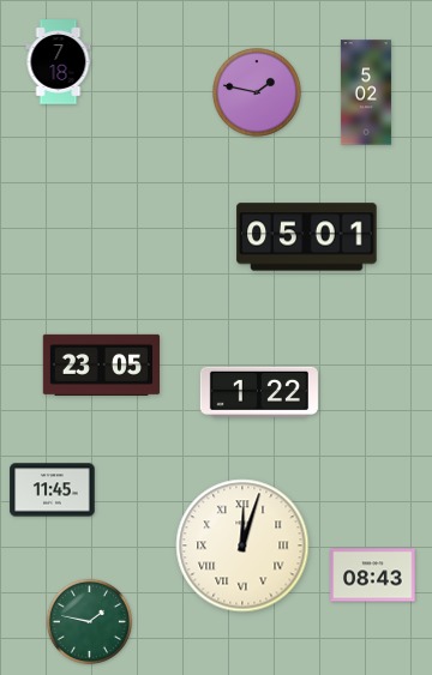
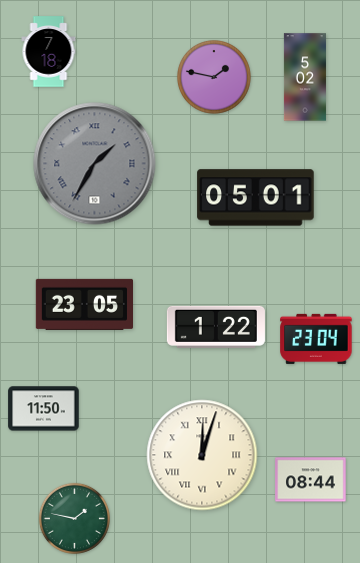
clock at (95, 164): none -> 1:35
clock at (316, 339): none -> 23:04
clock at (53, 490): 11:45 -> 11:50
clock at (373, 575): 08:43 -> 08:44
